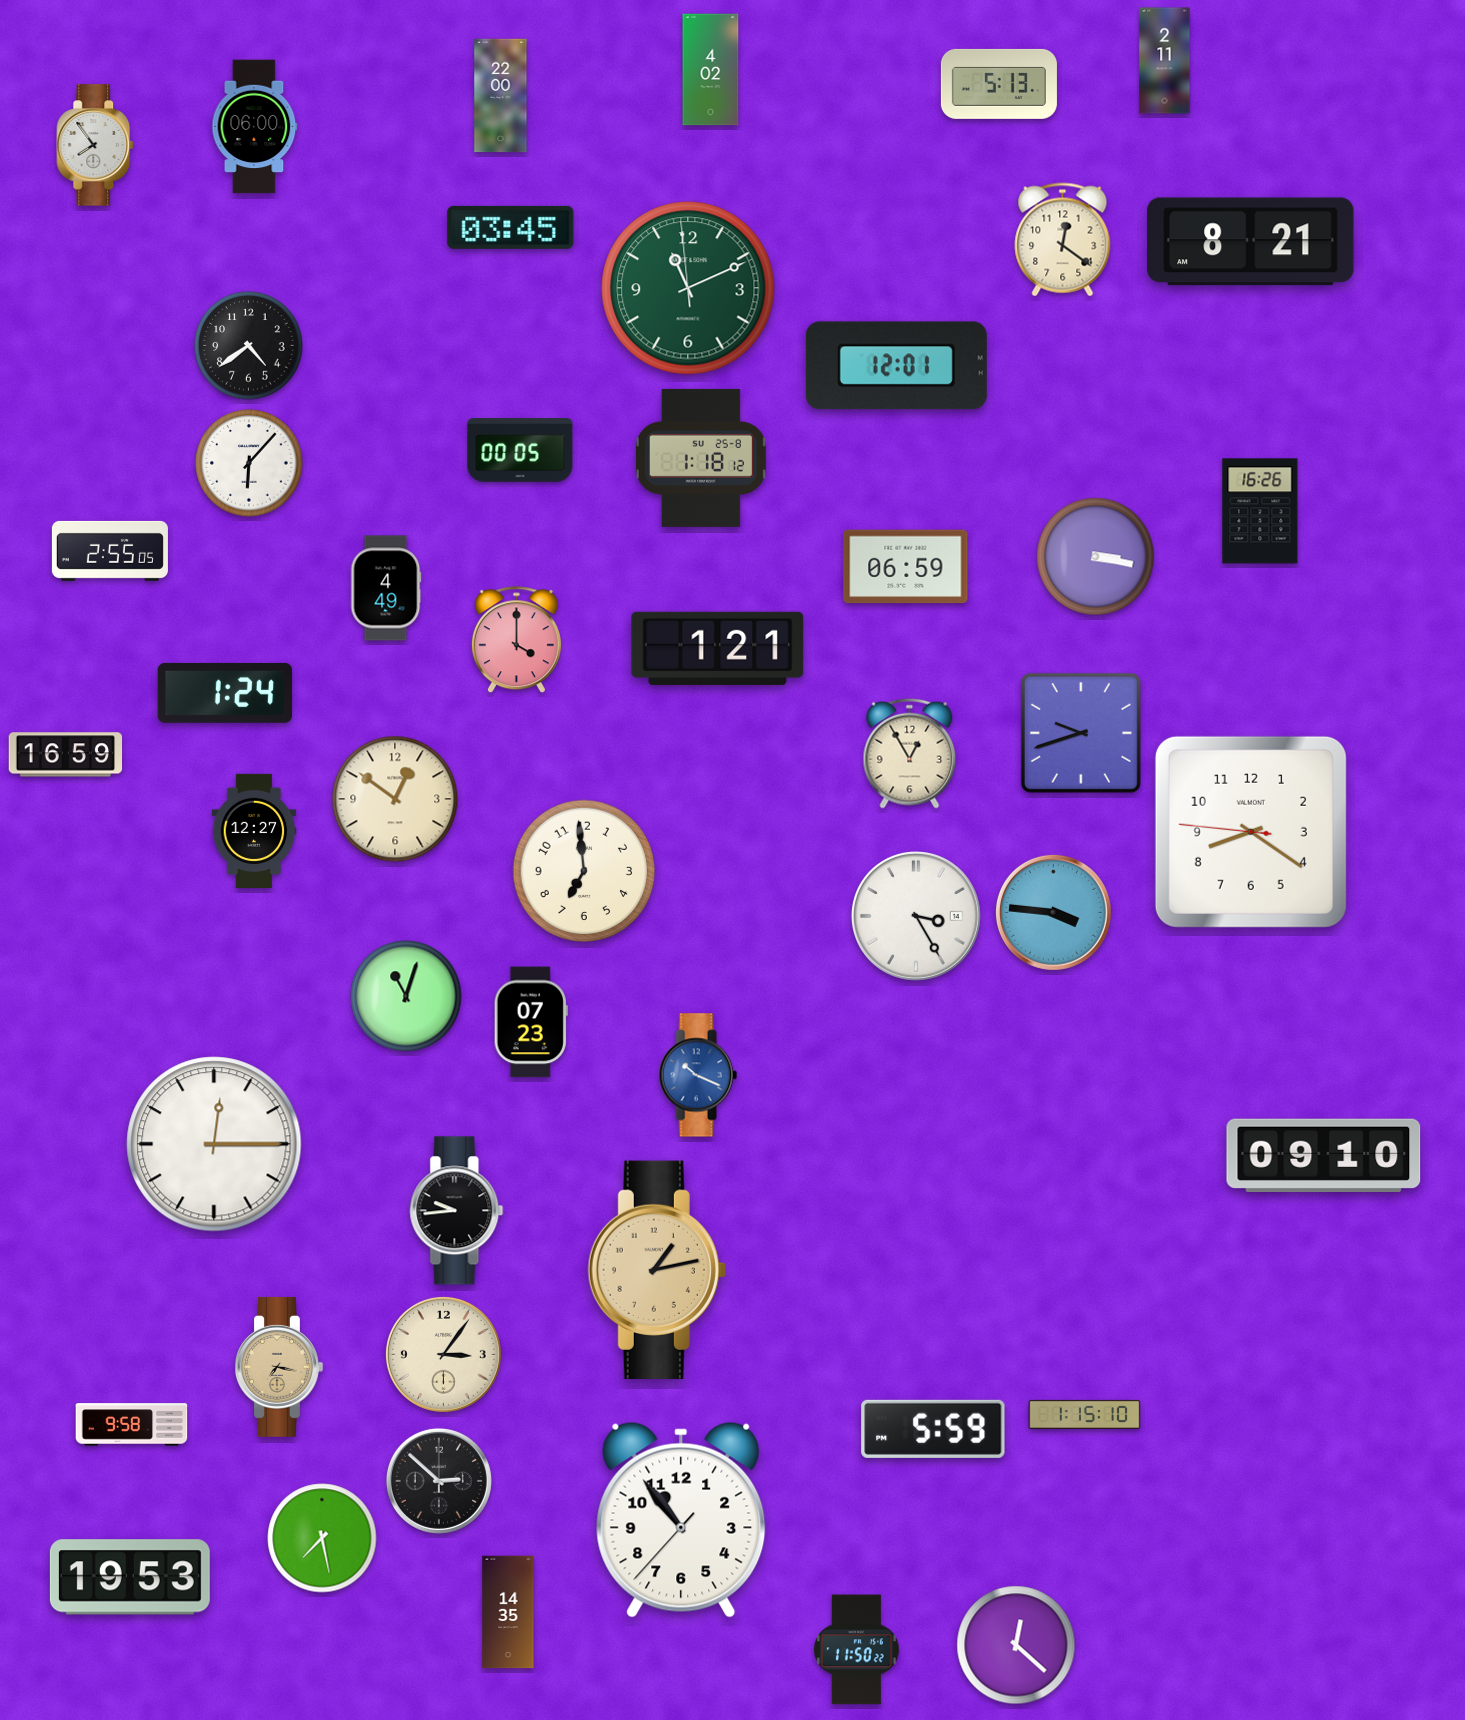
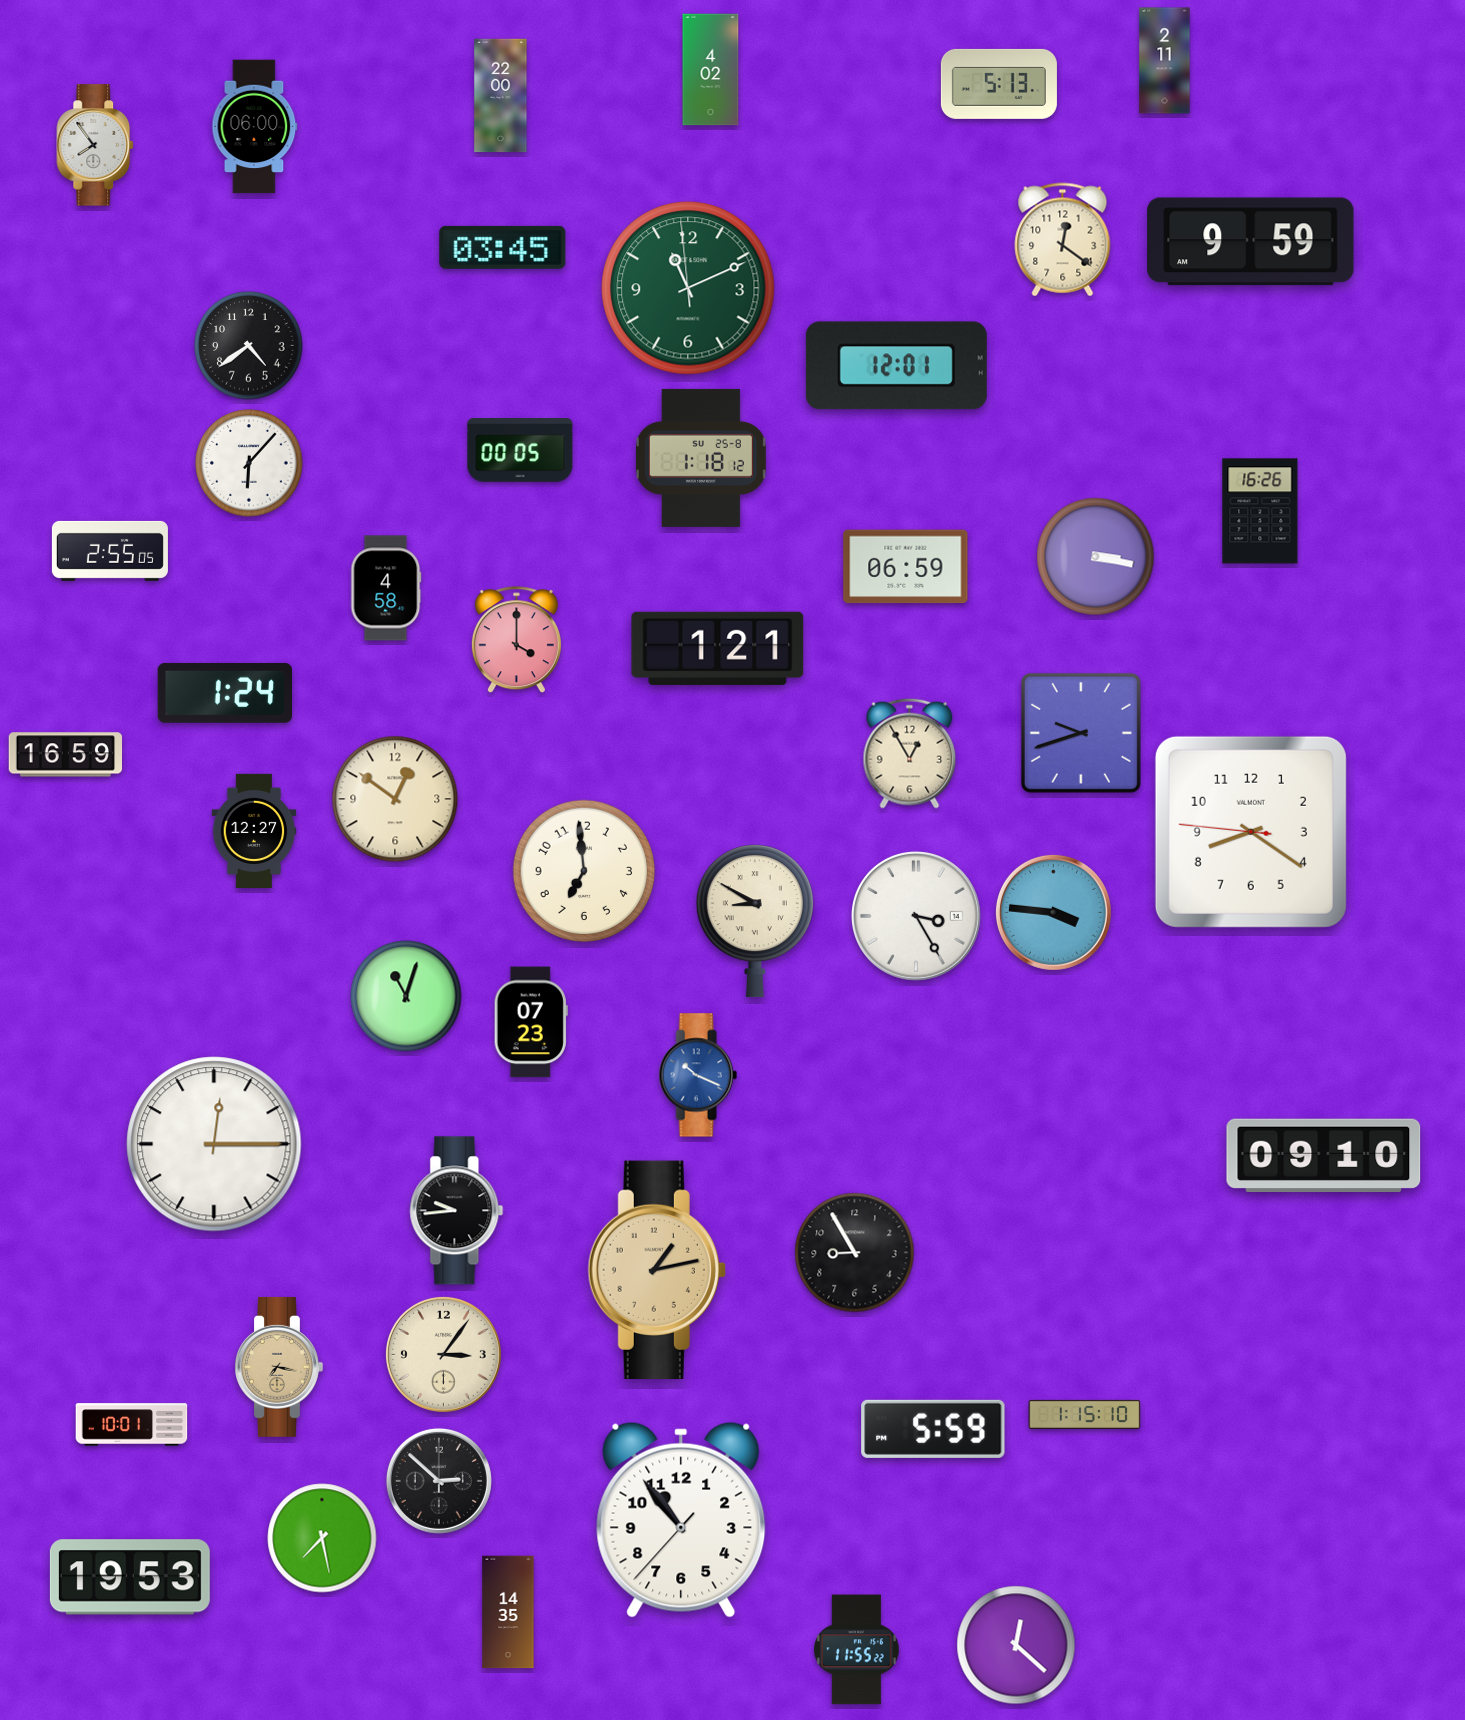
clock at (511, 227) position: (511, 227) -> (503, 247)
clock at (1251, 242): 8:21 -> 9:59
clock at (386, 588): 4:49 -> 4:58
clock at (755, 921): none -> 8:50
clock at (855, 1253): none -> 8:55
clock at (132, 1425): 9:58 -> 10:01
clock at (856, 1650): 11:50 -> 11:55
